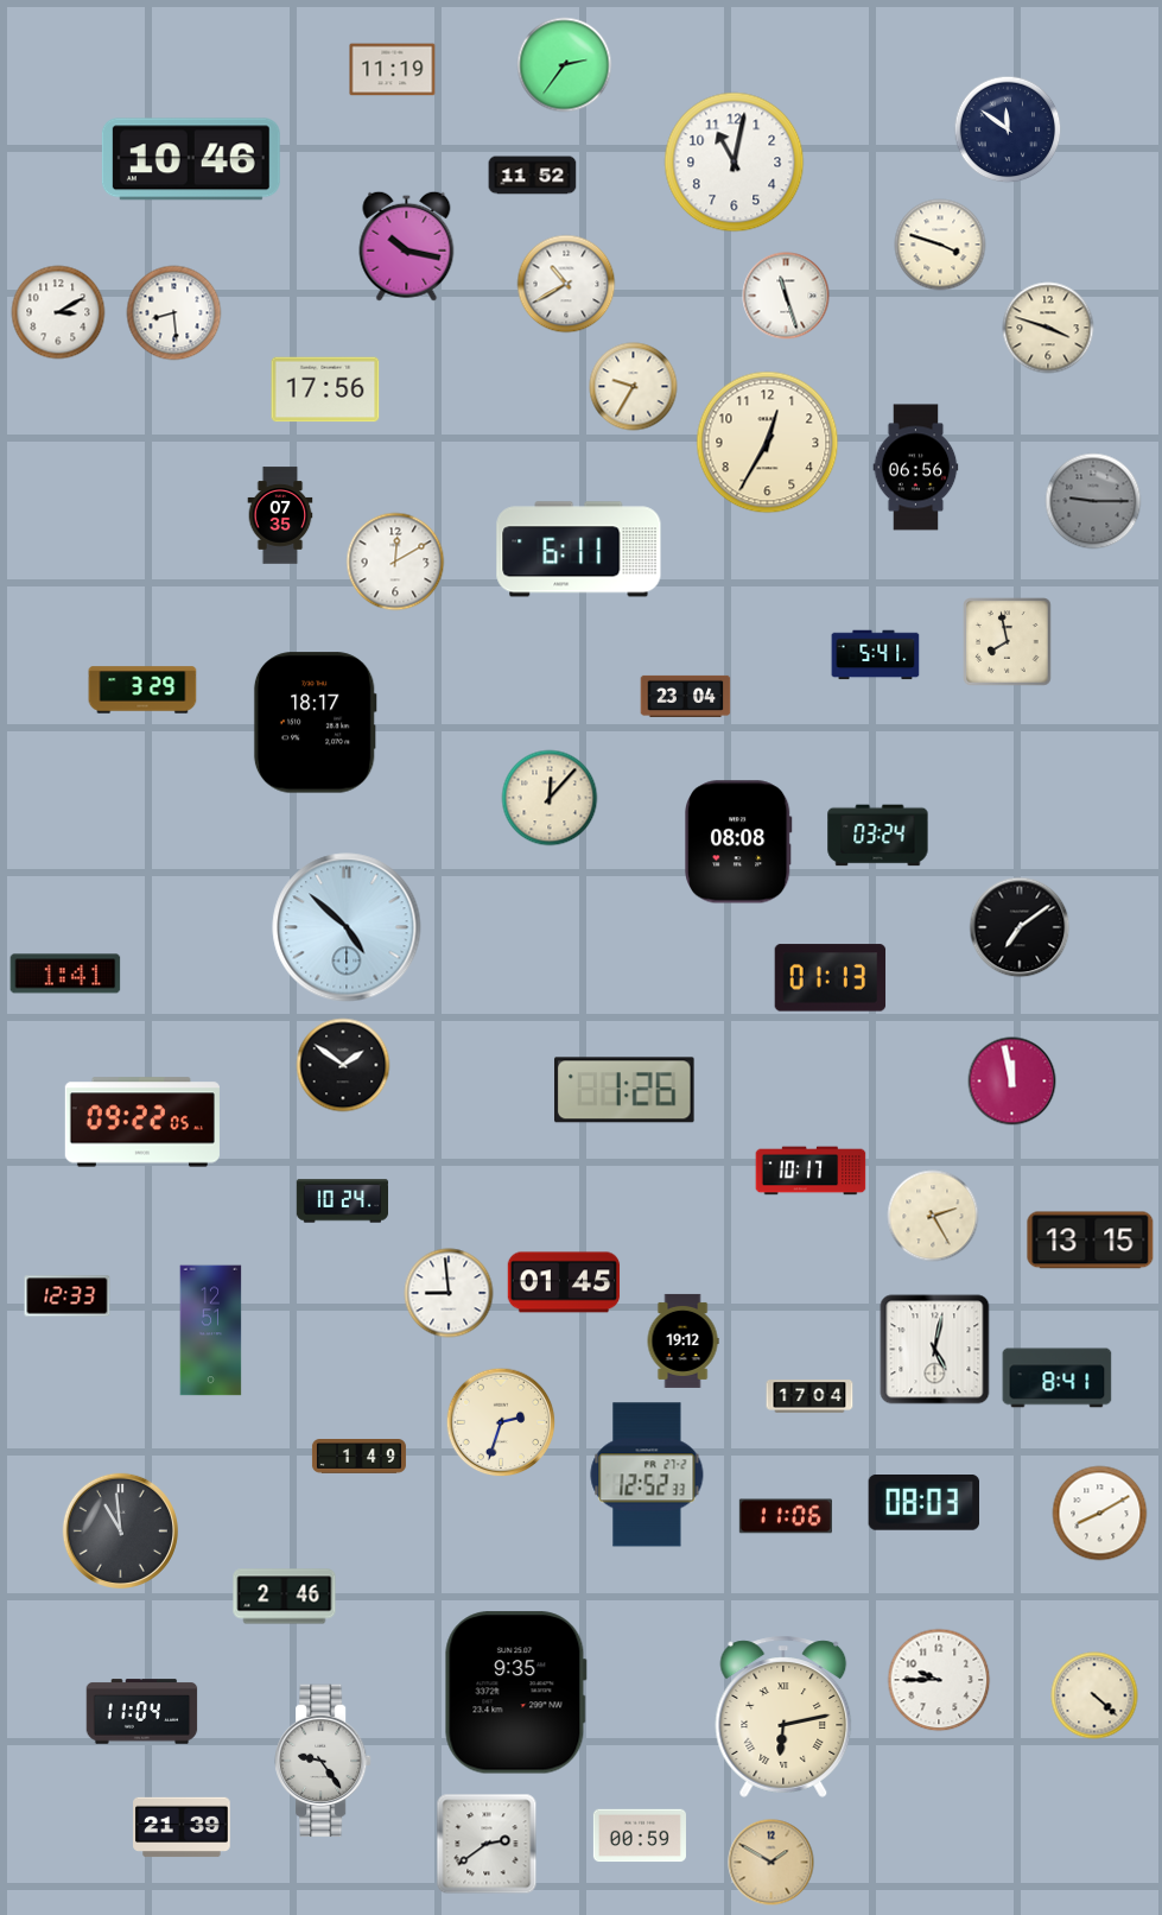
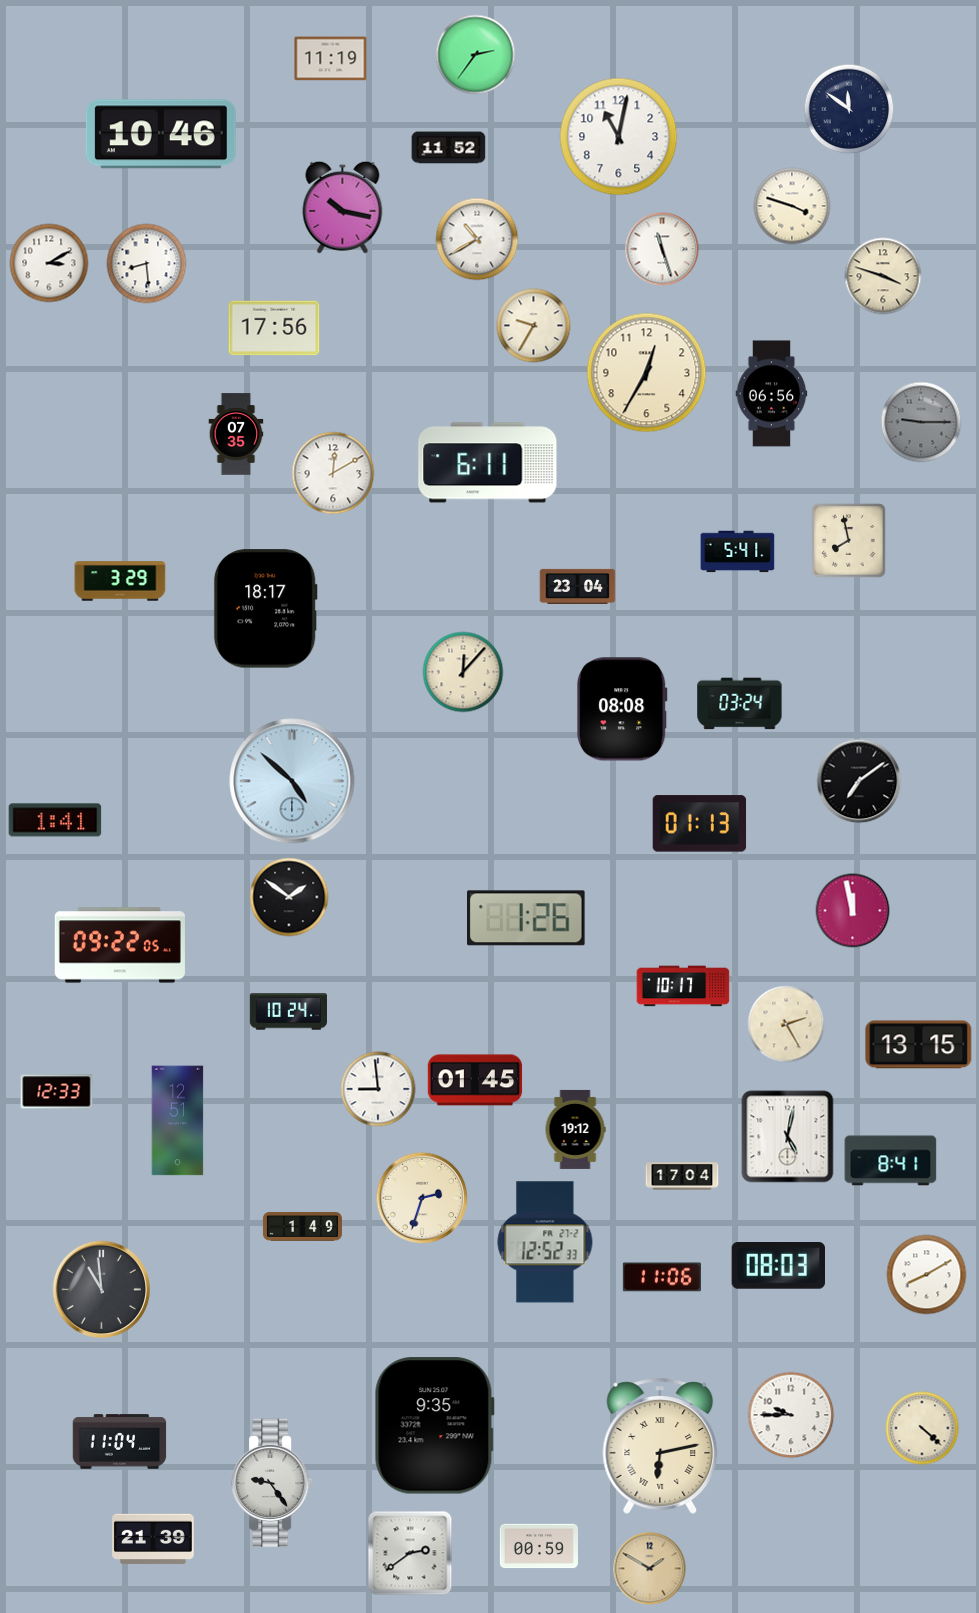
clock at (285, 1597): 2:46 -> none
